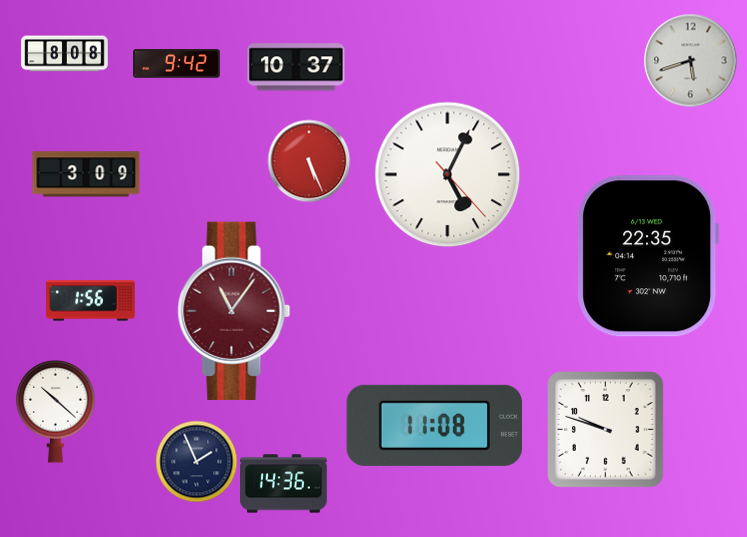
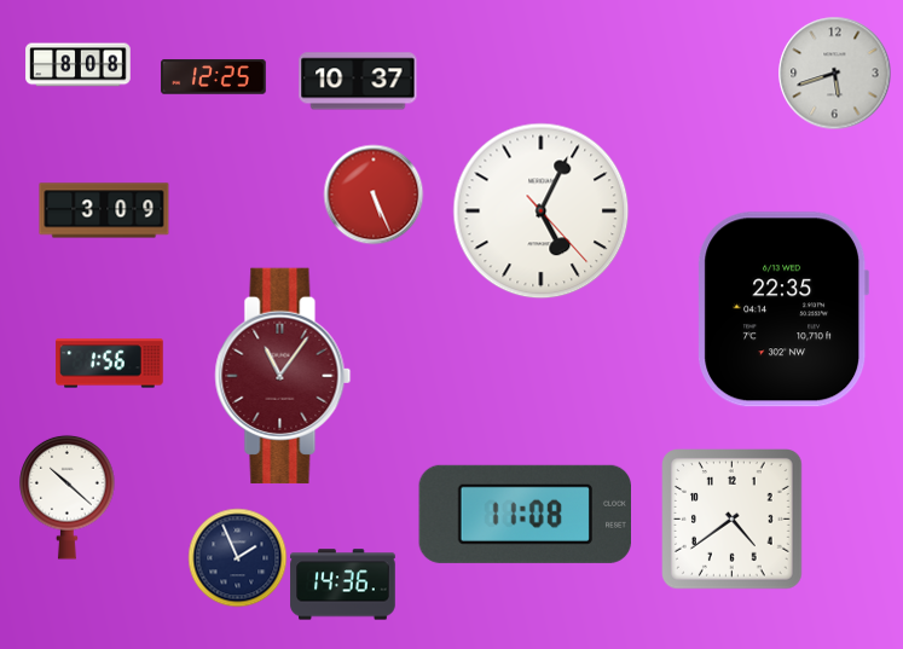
clock at (177, 64): 9:42 -> 12:25
clock at (606, 430): 9:48 -> 4:39
